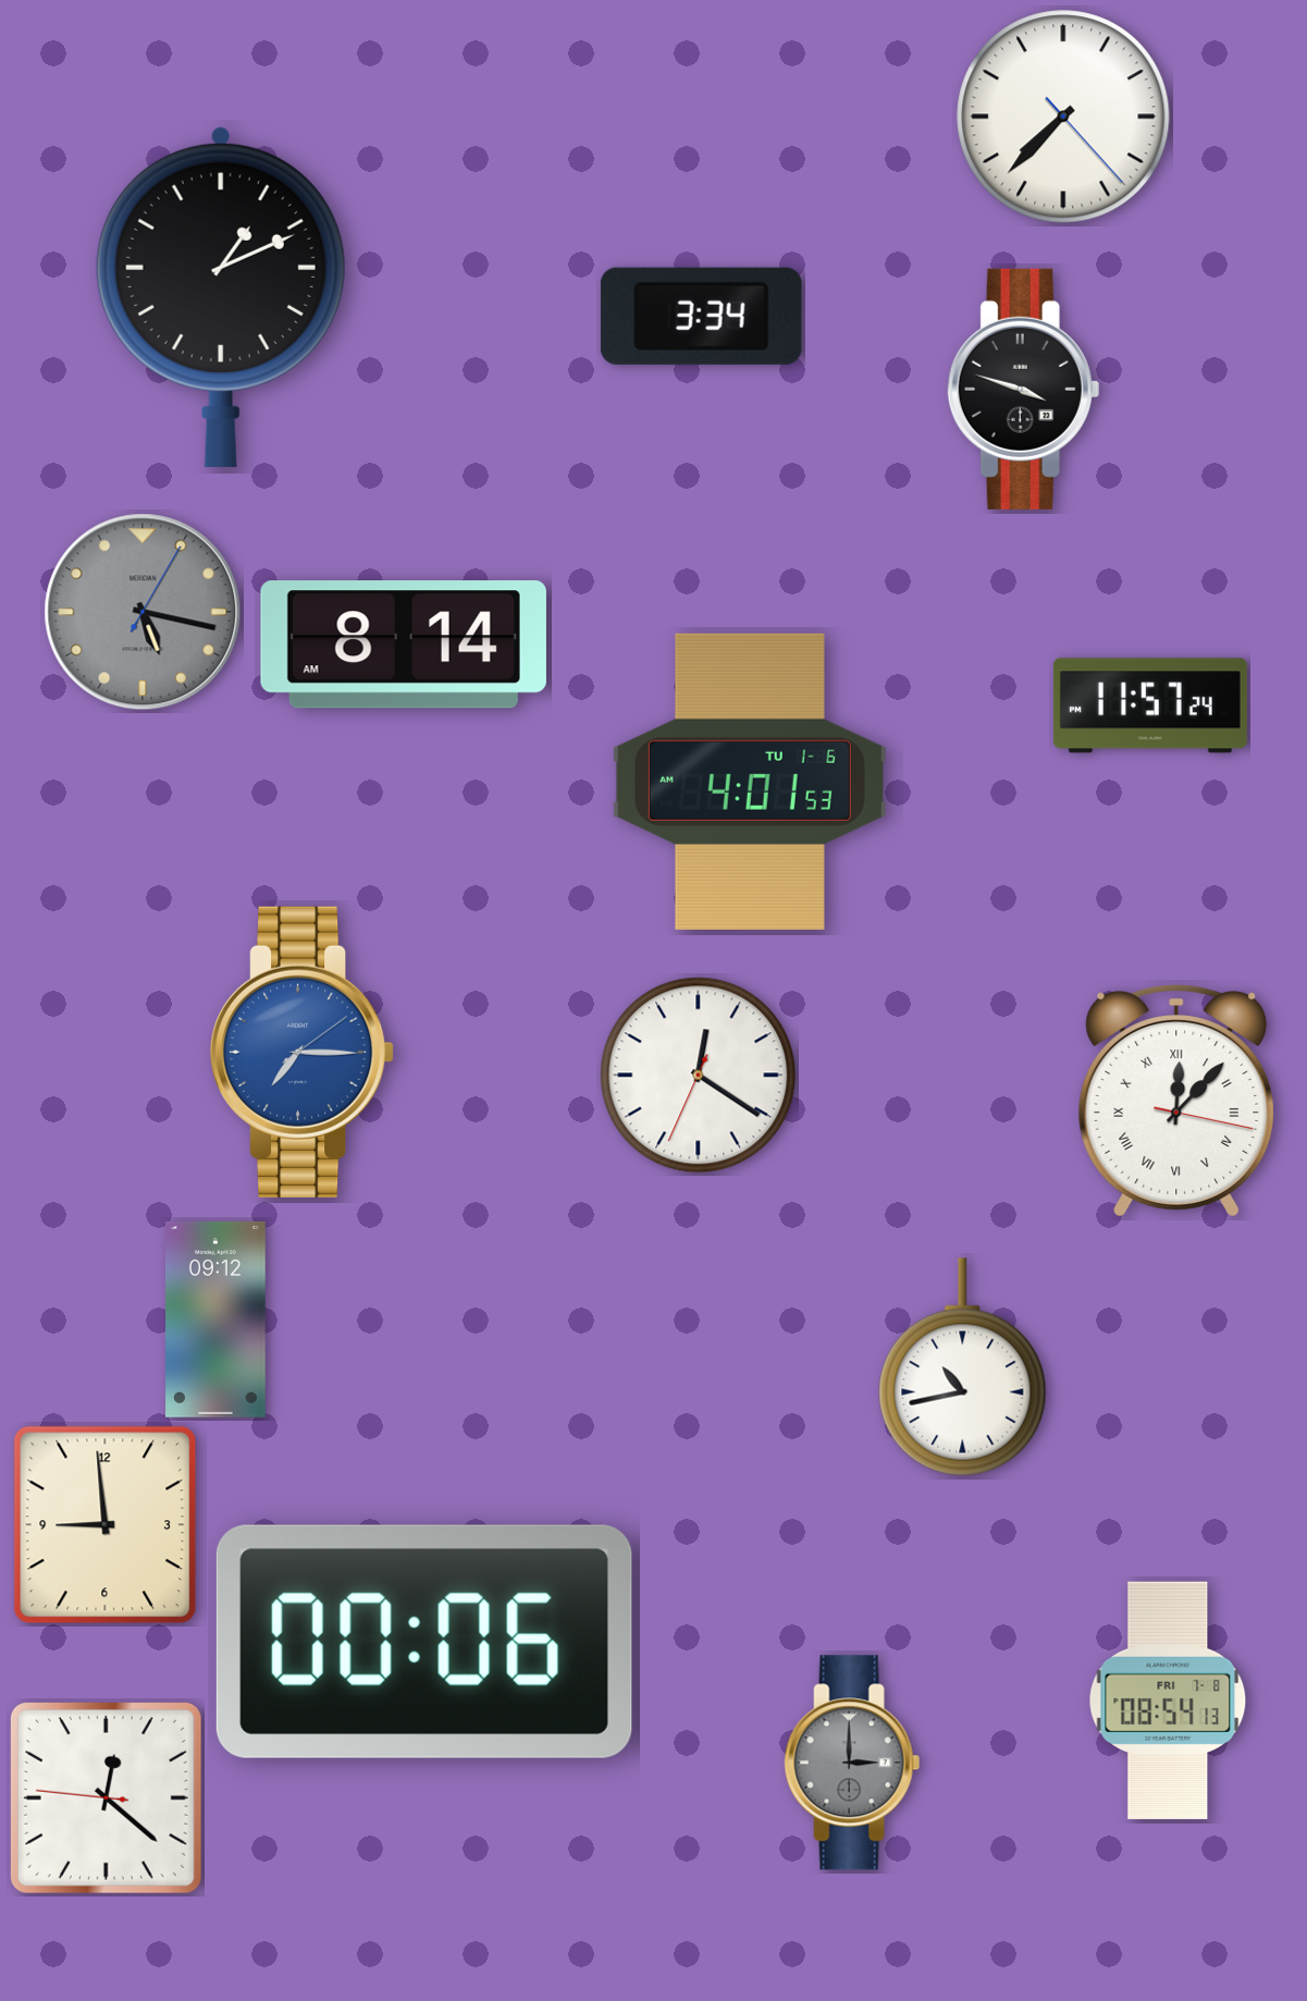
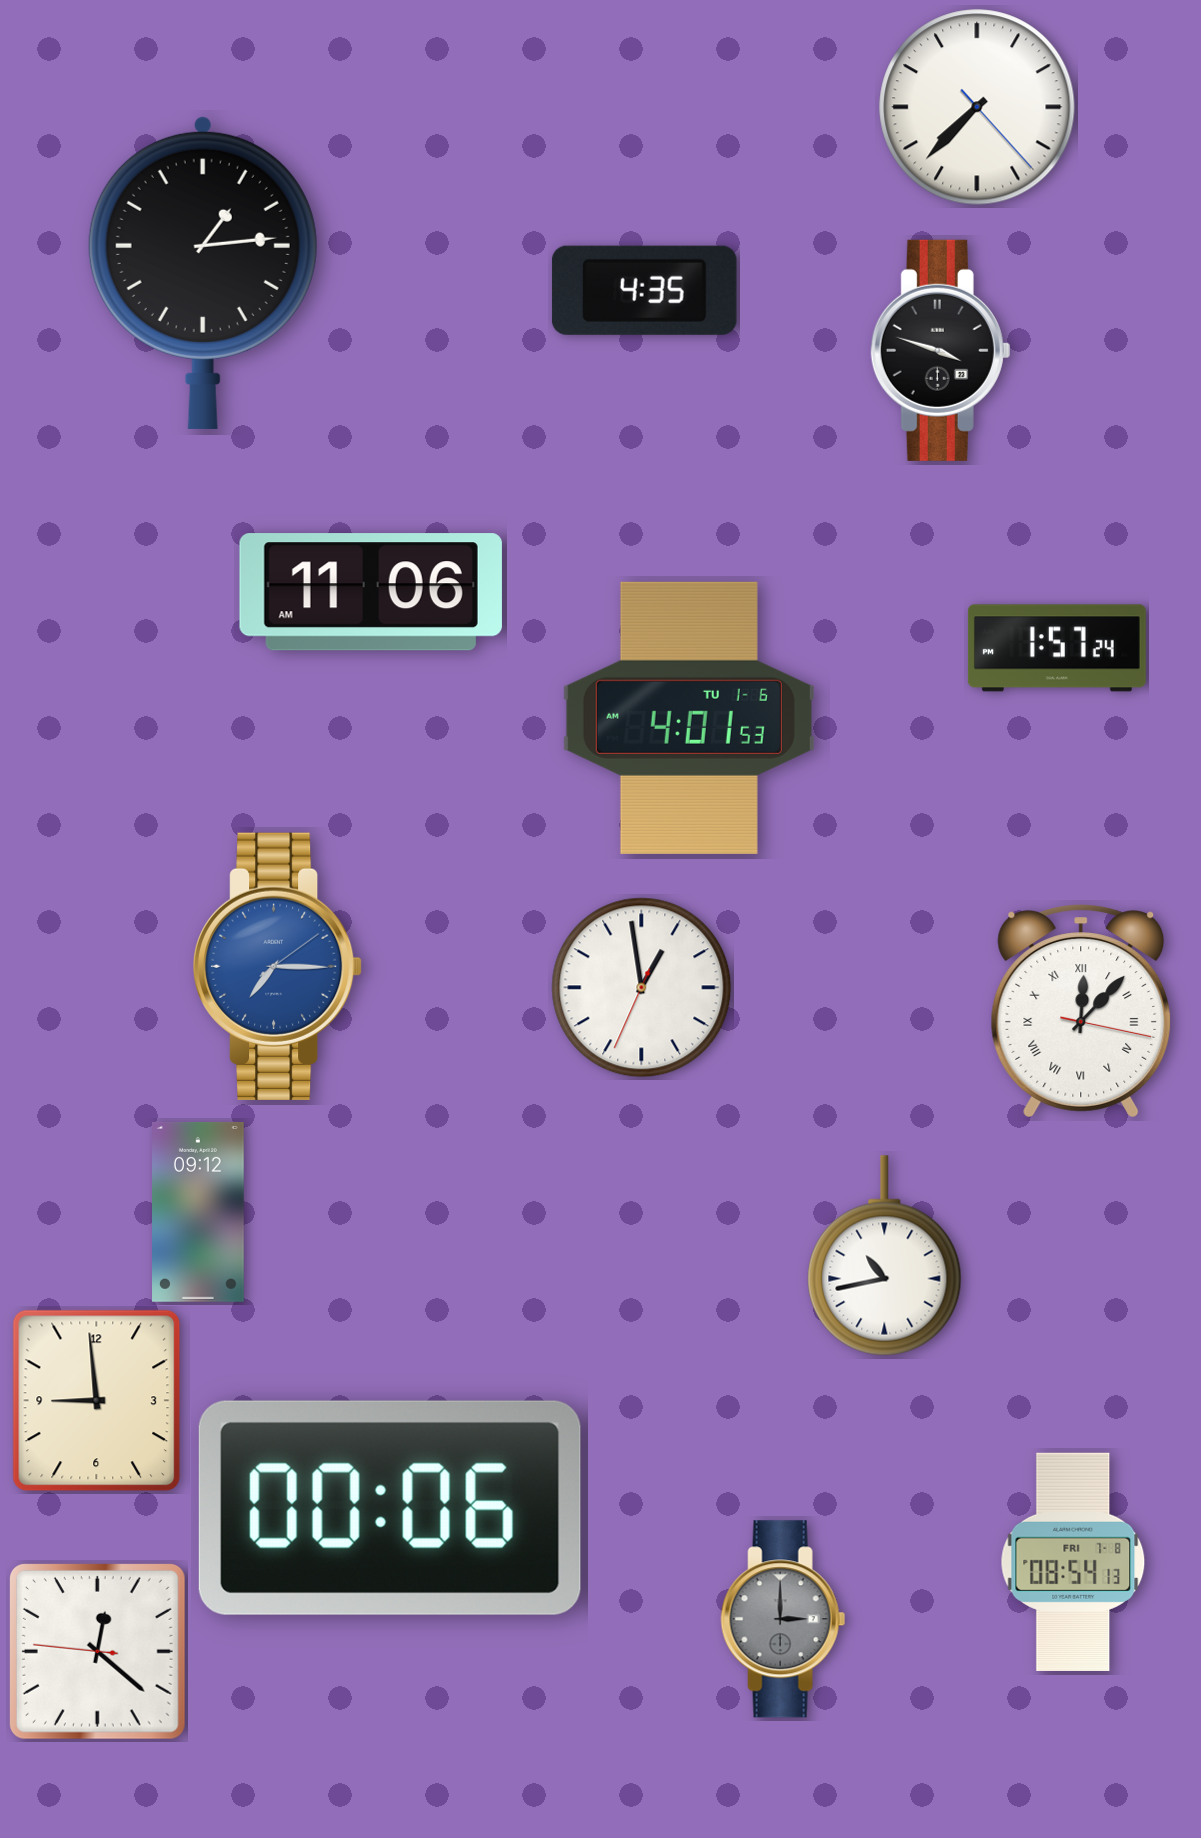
clock at (221, 296): 1:11 -> 1:14
clock at (701, 316): 3:34 -> 4:35
clock at (1024, 389) position: (1024, 389) -> (941, 350)
clock at (143, 612): 5:17 -> none
clock at (404, 645): 8:14 -> 11:06
clock at (1150, 705): 11:57 -> 1:57
clock at (699, 1076): 12:20 -> 12:58
